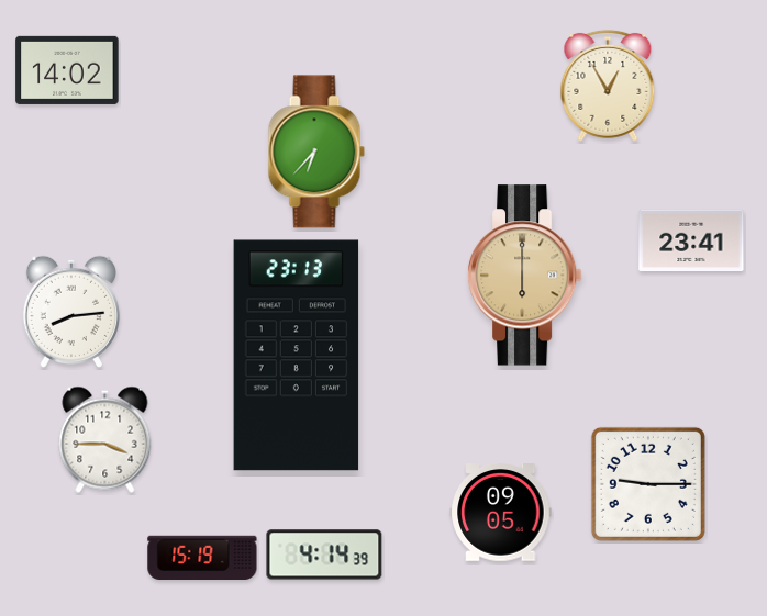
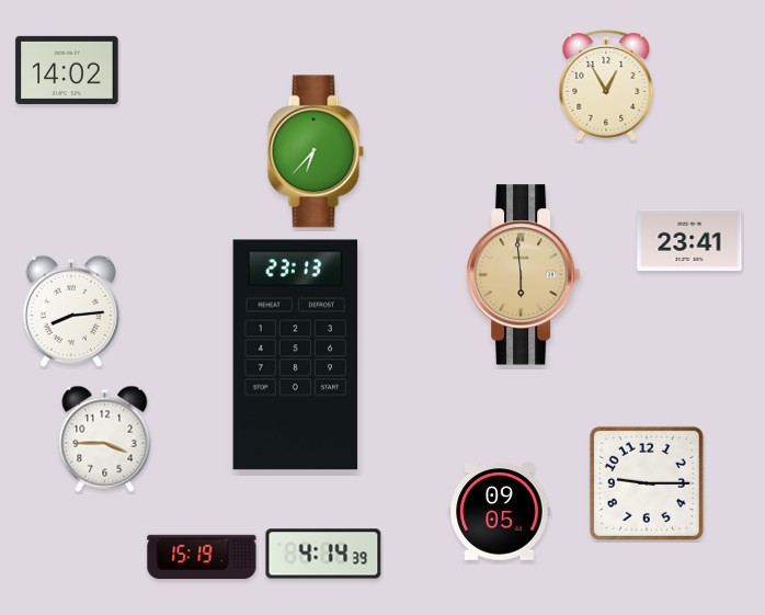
clock at (524, 276): 6:00 -> 5:59
